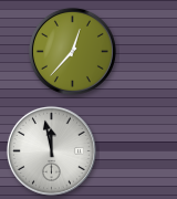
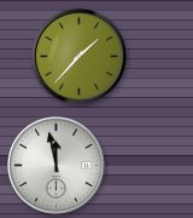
clock at (72, 51): 12:37 -> 1:37
